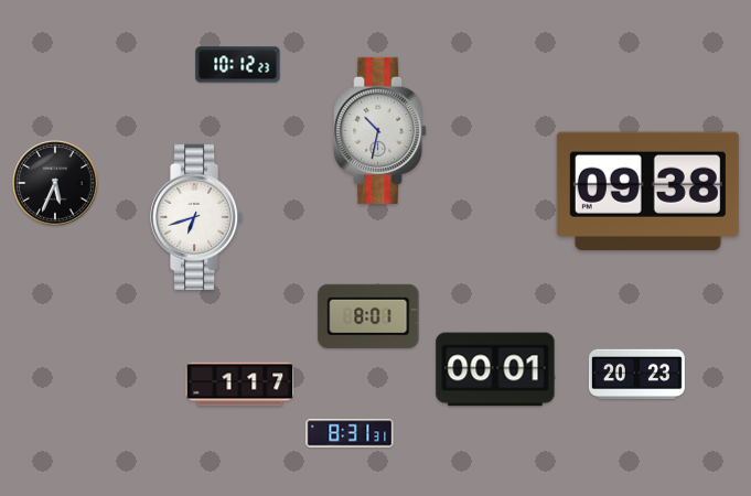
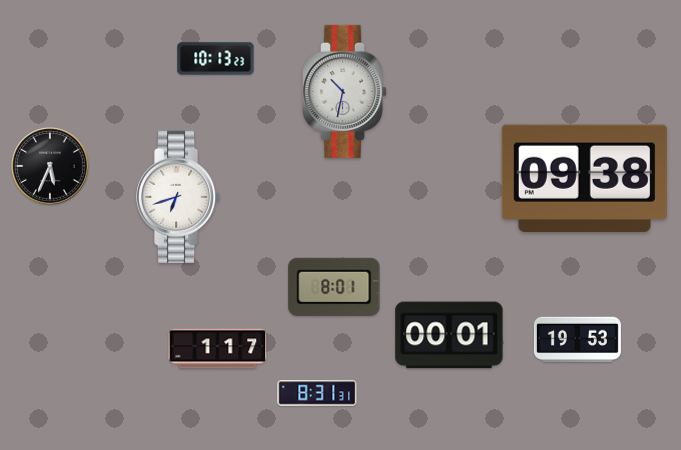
clock at (238, 65): 10:12 -> 10:13
clock at (380, 130) position: (380, 130) -> (345, 91)
clock at (647, 192) position: (647, 192) -> (584, 179)
clock at (636, 375): 20:23 -> 19:53
